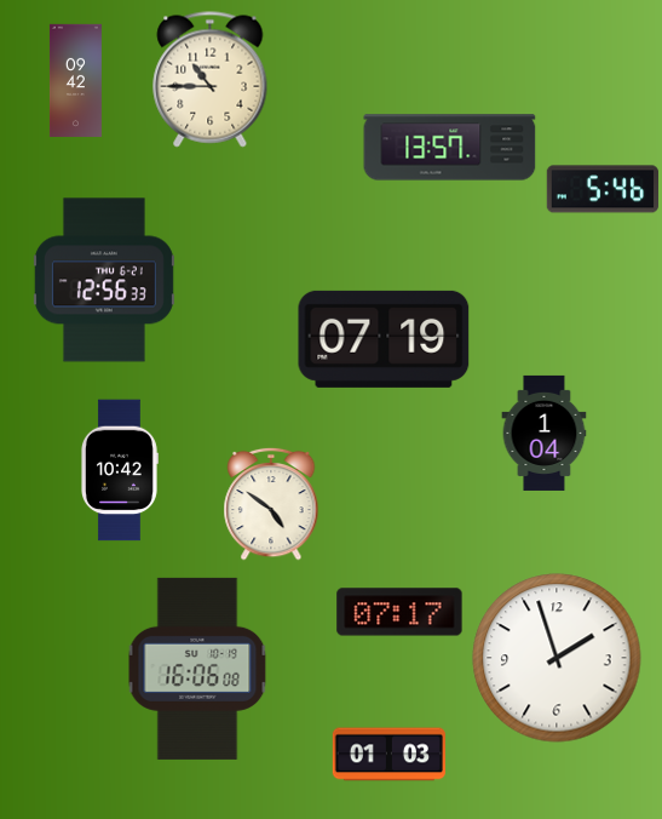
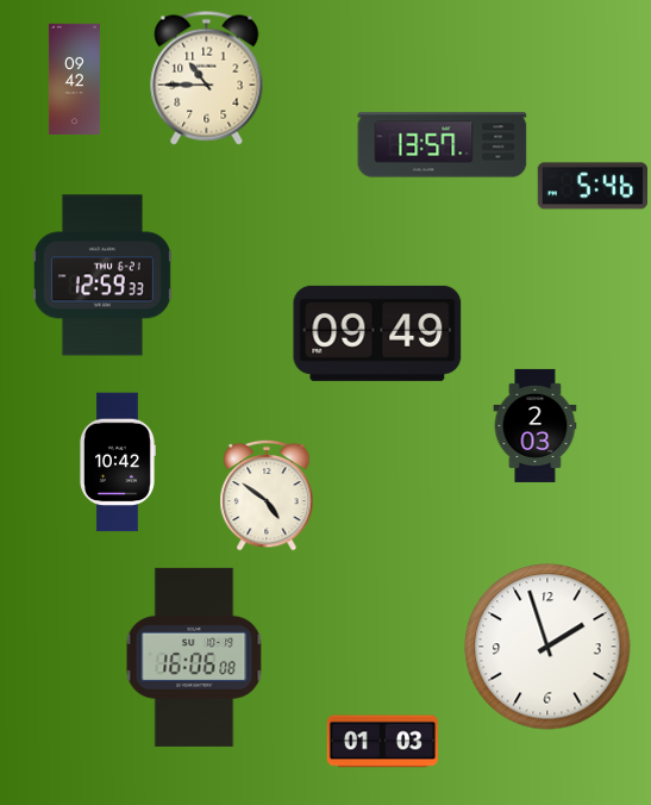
clock at (104, 280): 12:56 -> 12:59
clock at (384, 339): 07:19 -> 09:49
clock at (545, 433): 1:04 -> 2:03
clock at (399, 612): 07:17 -> none
